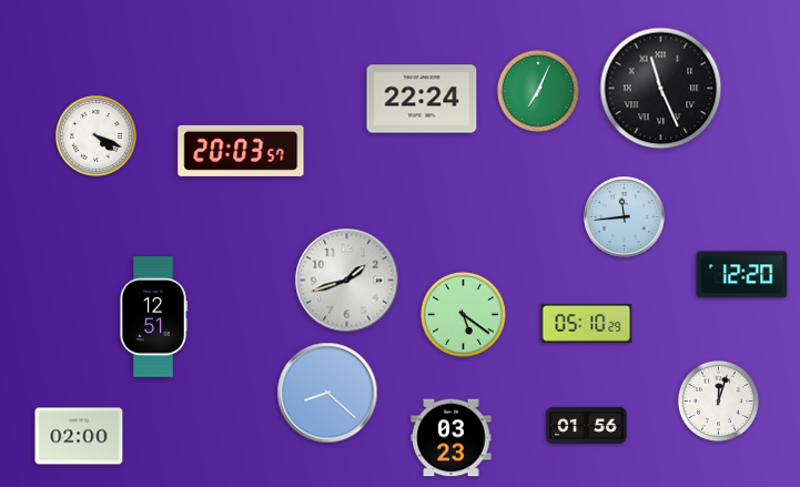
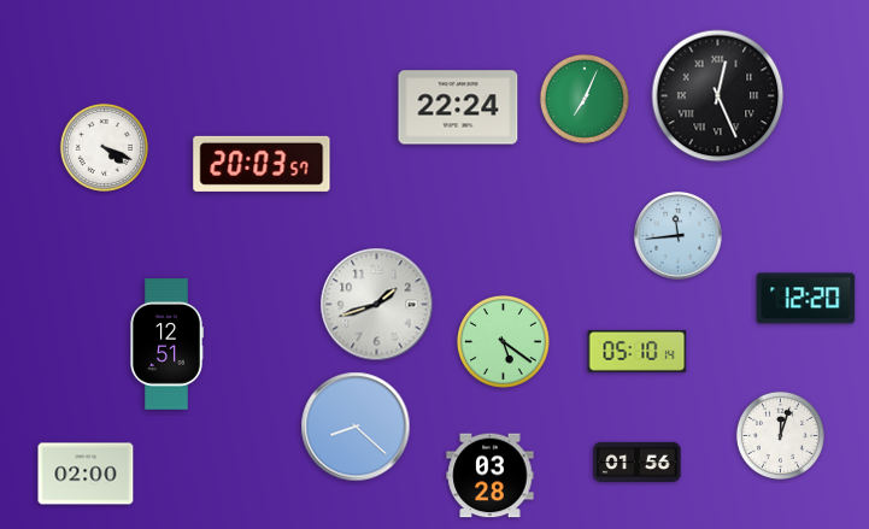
clock at (661, 89): 11:26 -> 12:26
clock at (587, 323): 05:10:29 -> 05:10:14
clock at (452, 438): 03:23 -> 03:28
